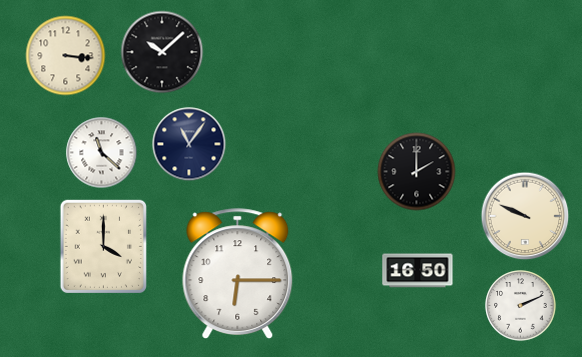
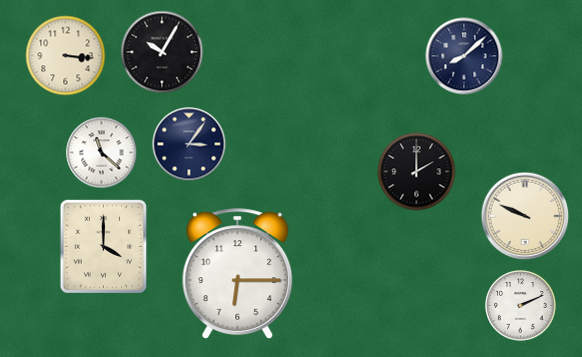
clock at (162, 52): 10:08 -> 10:05
clock at (464, 56): none -> 8:08
clock at (189, 144): 11:06 -> 3:06
clock at (418, 271): 16:50 -> none
